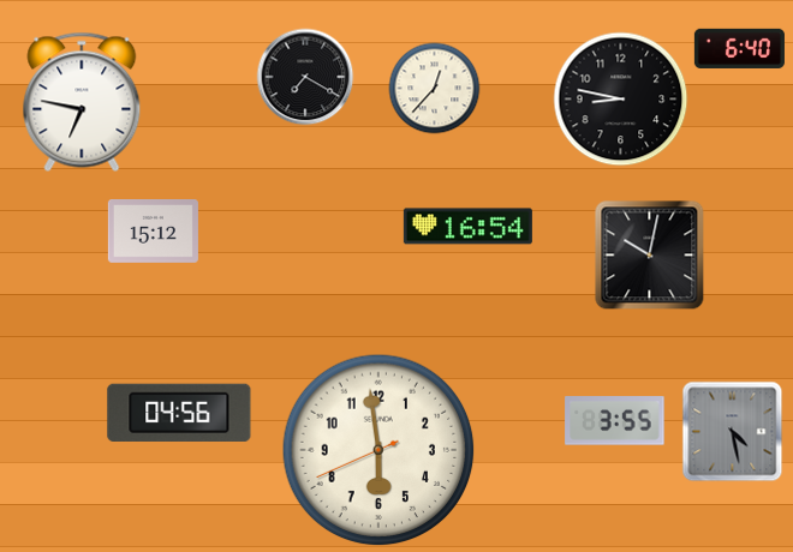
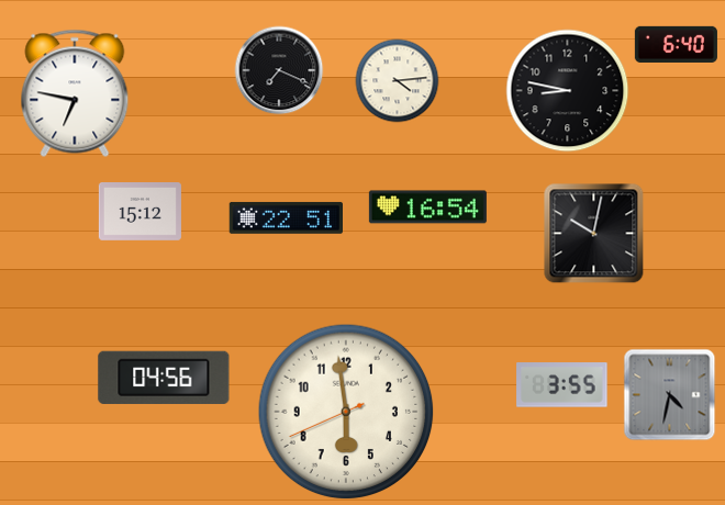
clock at (305, 77): 7:20 -> 7:19
clock at (435, 89): 12:37 -> 4:14
clock at (286, 217): none -> 22:51
clock at (733, 432): 4:28 -> 4:32
